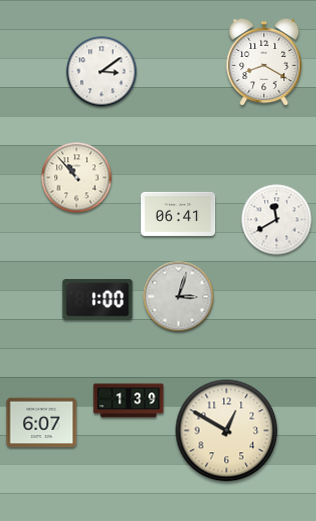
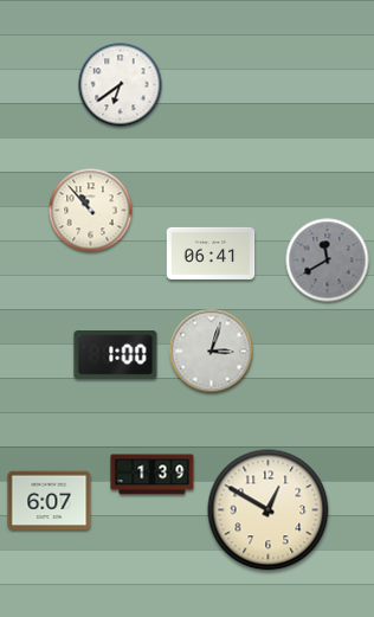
clock at (264, 62): 8:20 -> none
clock at (102, 72): 3:09 -> 6:39
clock at (277, 220) dial: white -> grey
